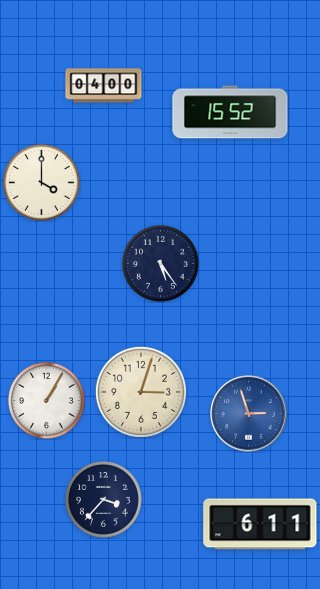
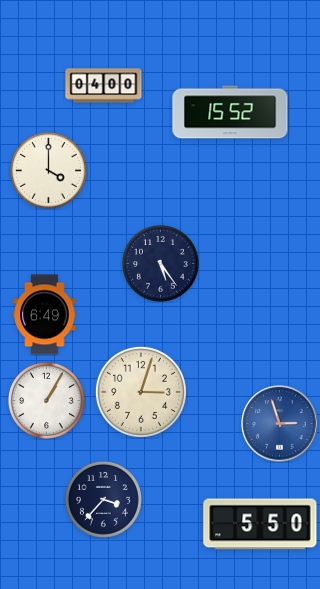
clock at (42, 183) position: (42, 183) -> (49, 171)
clock at (45, 315): none -> 6:49
clock at (249, 414) position: (249, 414) -> (280, 424)
clock at (260, 524): 6:11 -> 5:50
